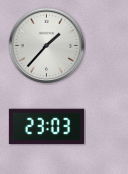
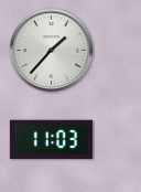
clock at (46, 127): 23:03 -> 11:03
